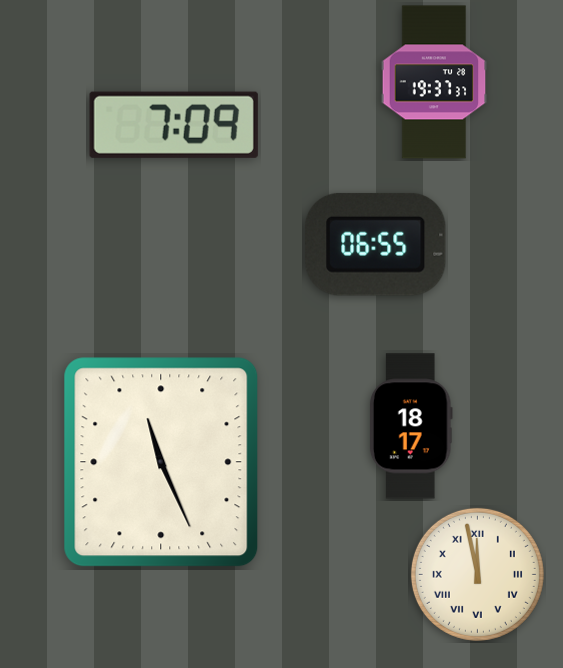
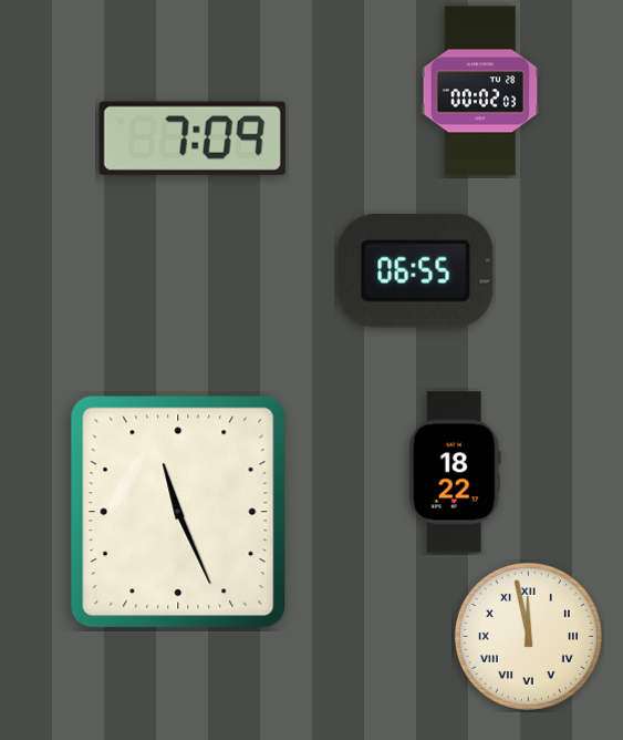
clock at (434, 82): 19:37 -> 00:02
clock at (411, 426): 18:17 -> 18:22
